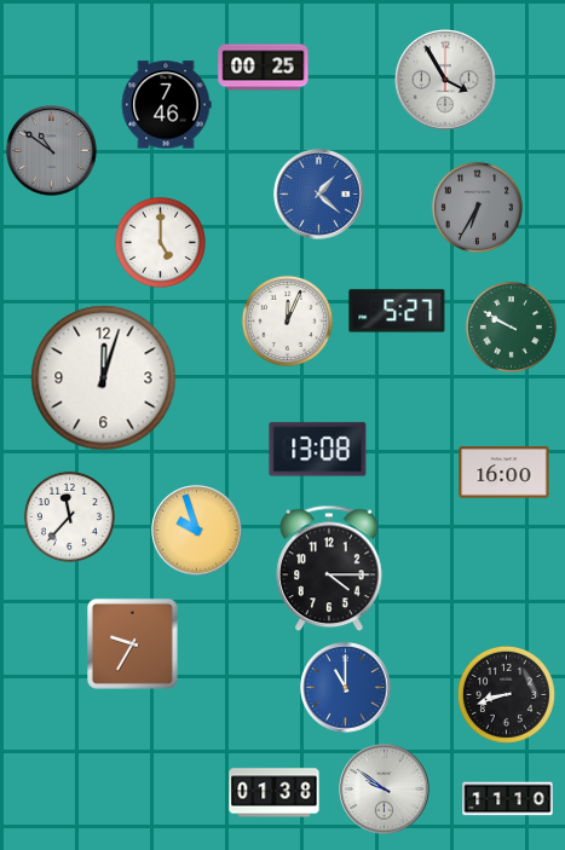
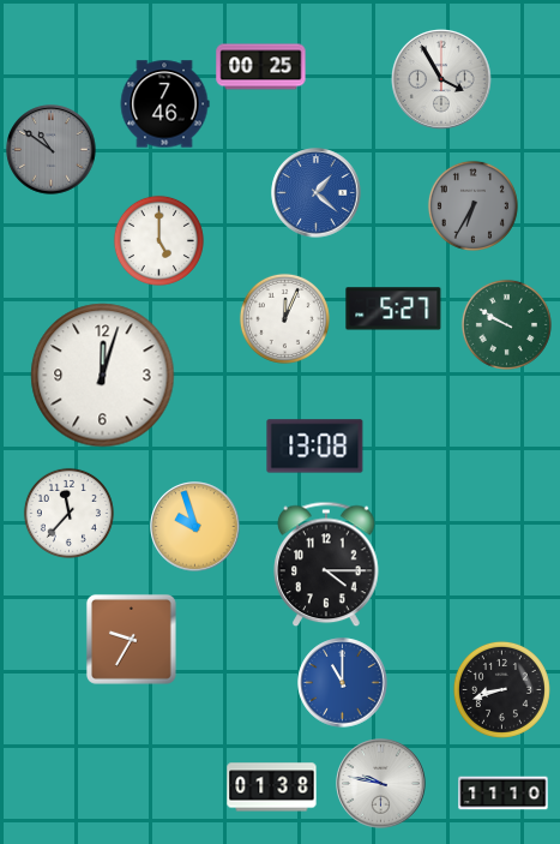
clock at (505, 473): 16:00 -> none
clock at (385, 790): 9:51 -> 9:47
